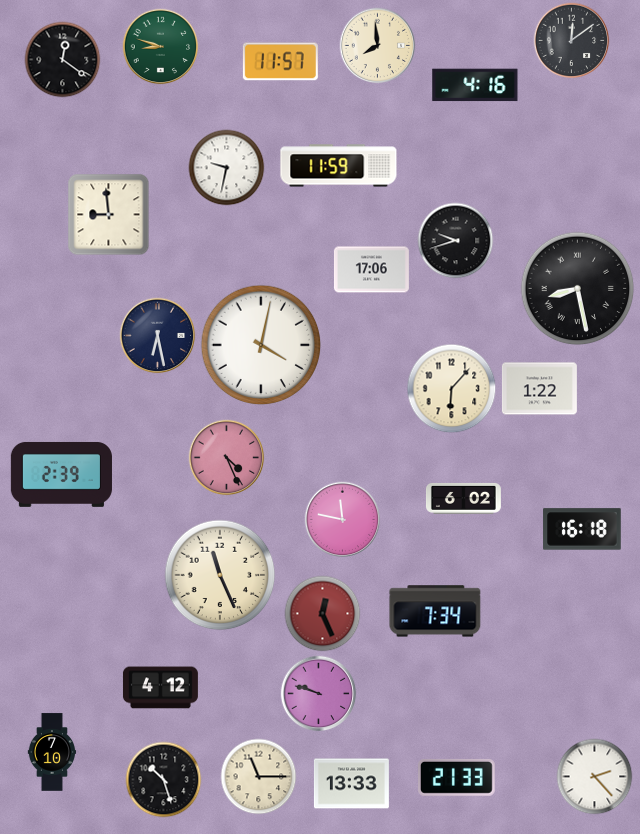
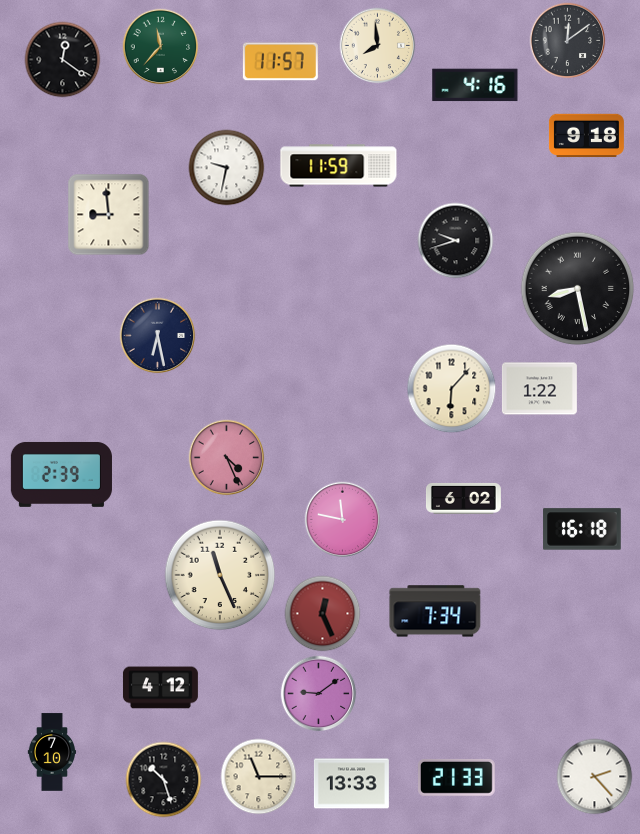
clock at (572, 41) position: (572, 41) -> (568, 41)
clock at (161, 47): 8:48 -> 11:37
clock at (586, 136): none -> 9:18
clock at (371, 270): 17:06 -> none
clock at (261, 345): 4:02 -> none
clock at (319, 694): 9:48 -> 9:09
